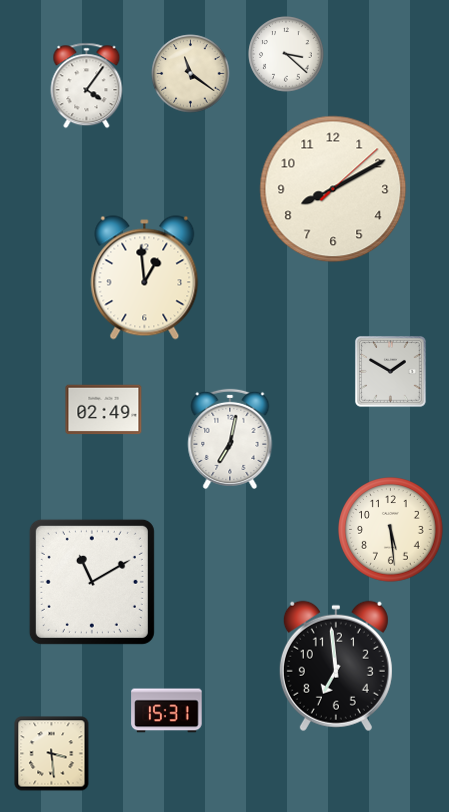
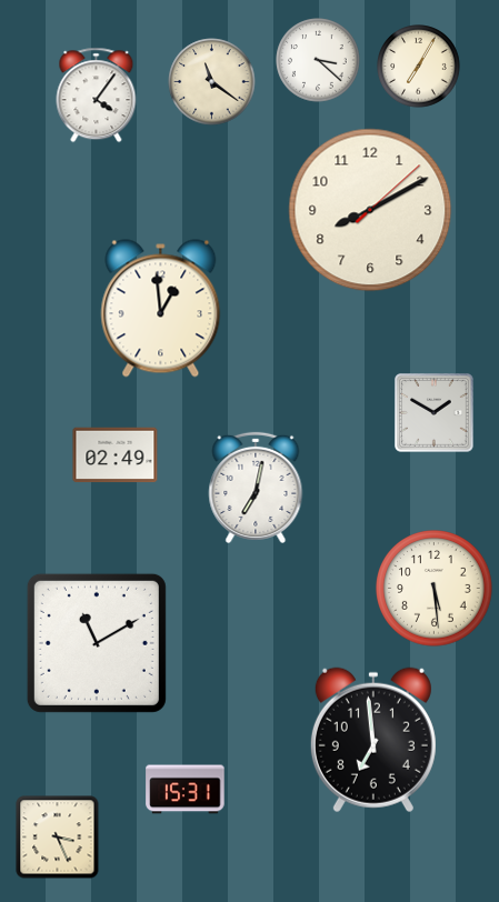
clock at (419, 67): none -> 7:05
clock at (92, 582) position: (92, 582) -> (97, 643)
clock at (52, 754): 3:29 -> 3:26
